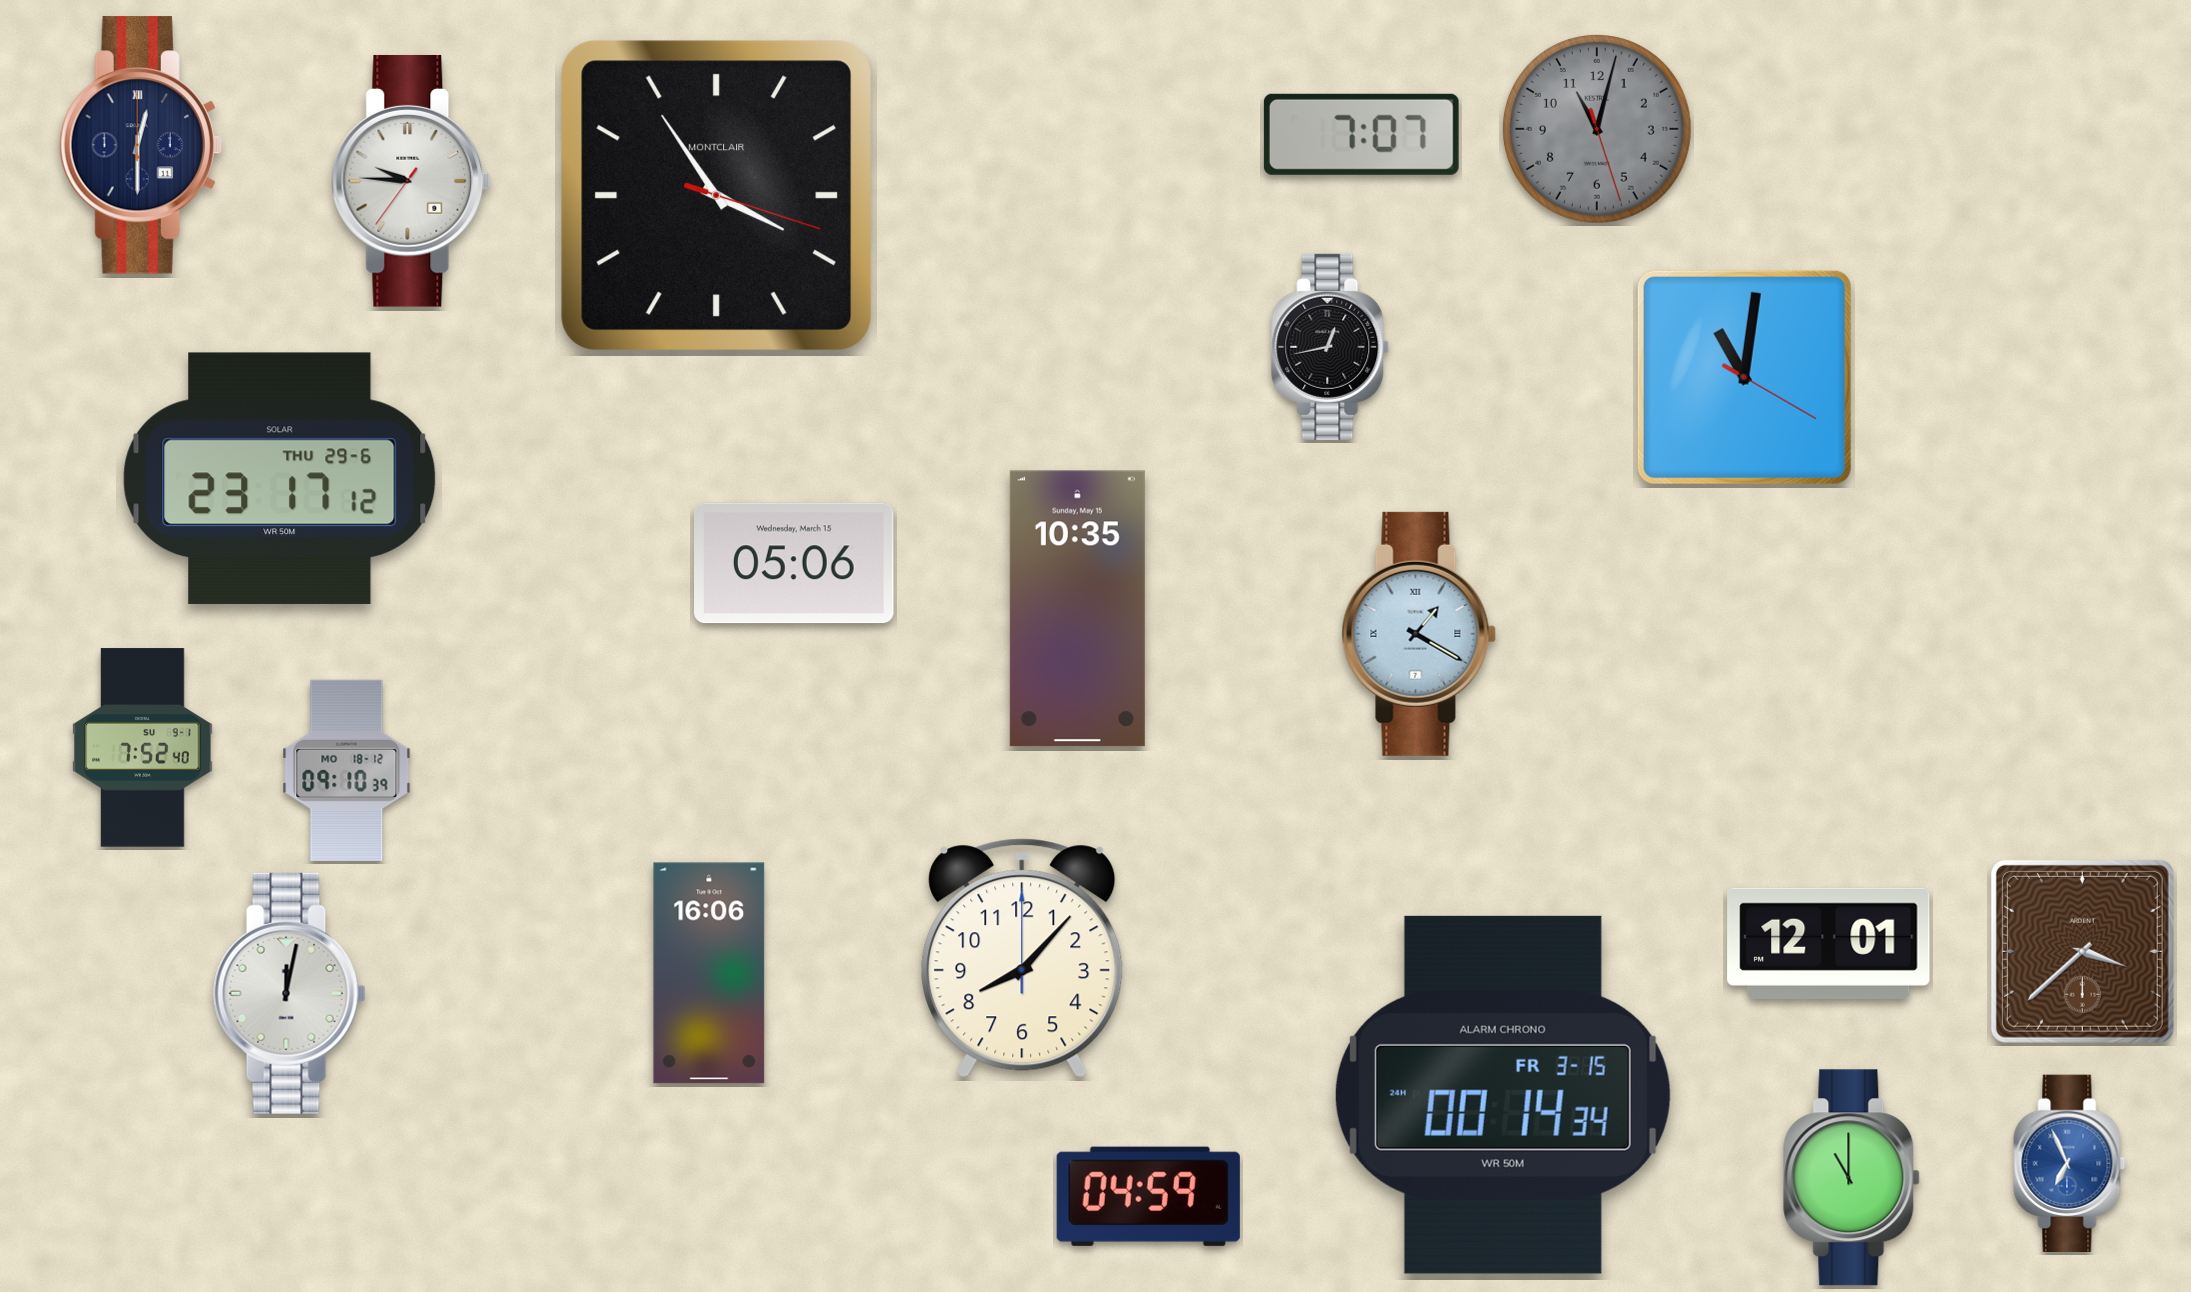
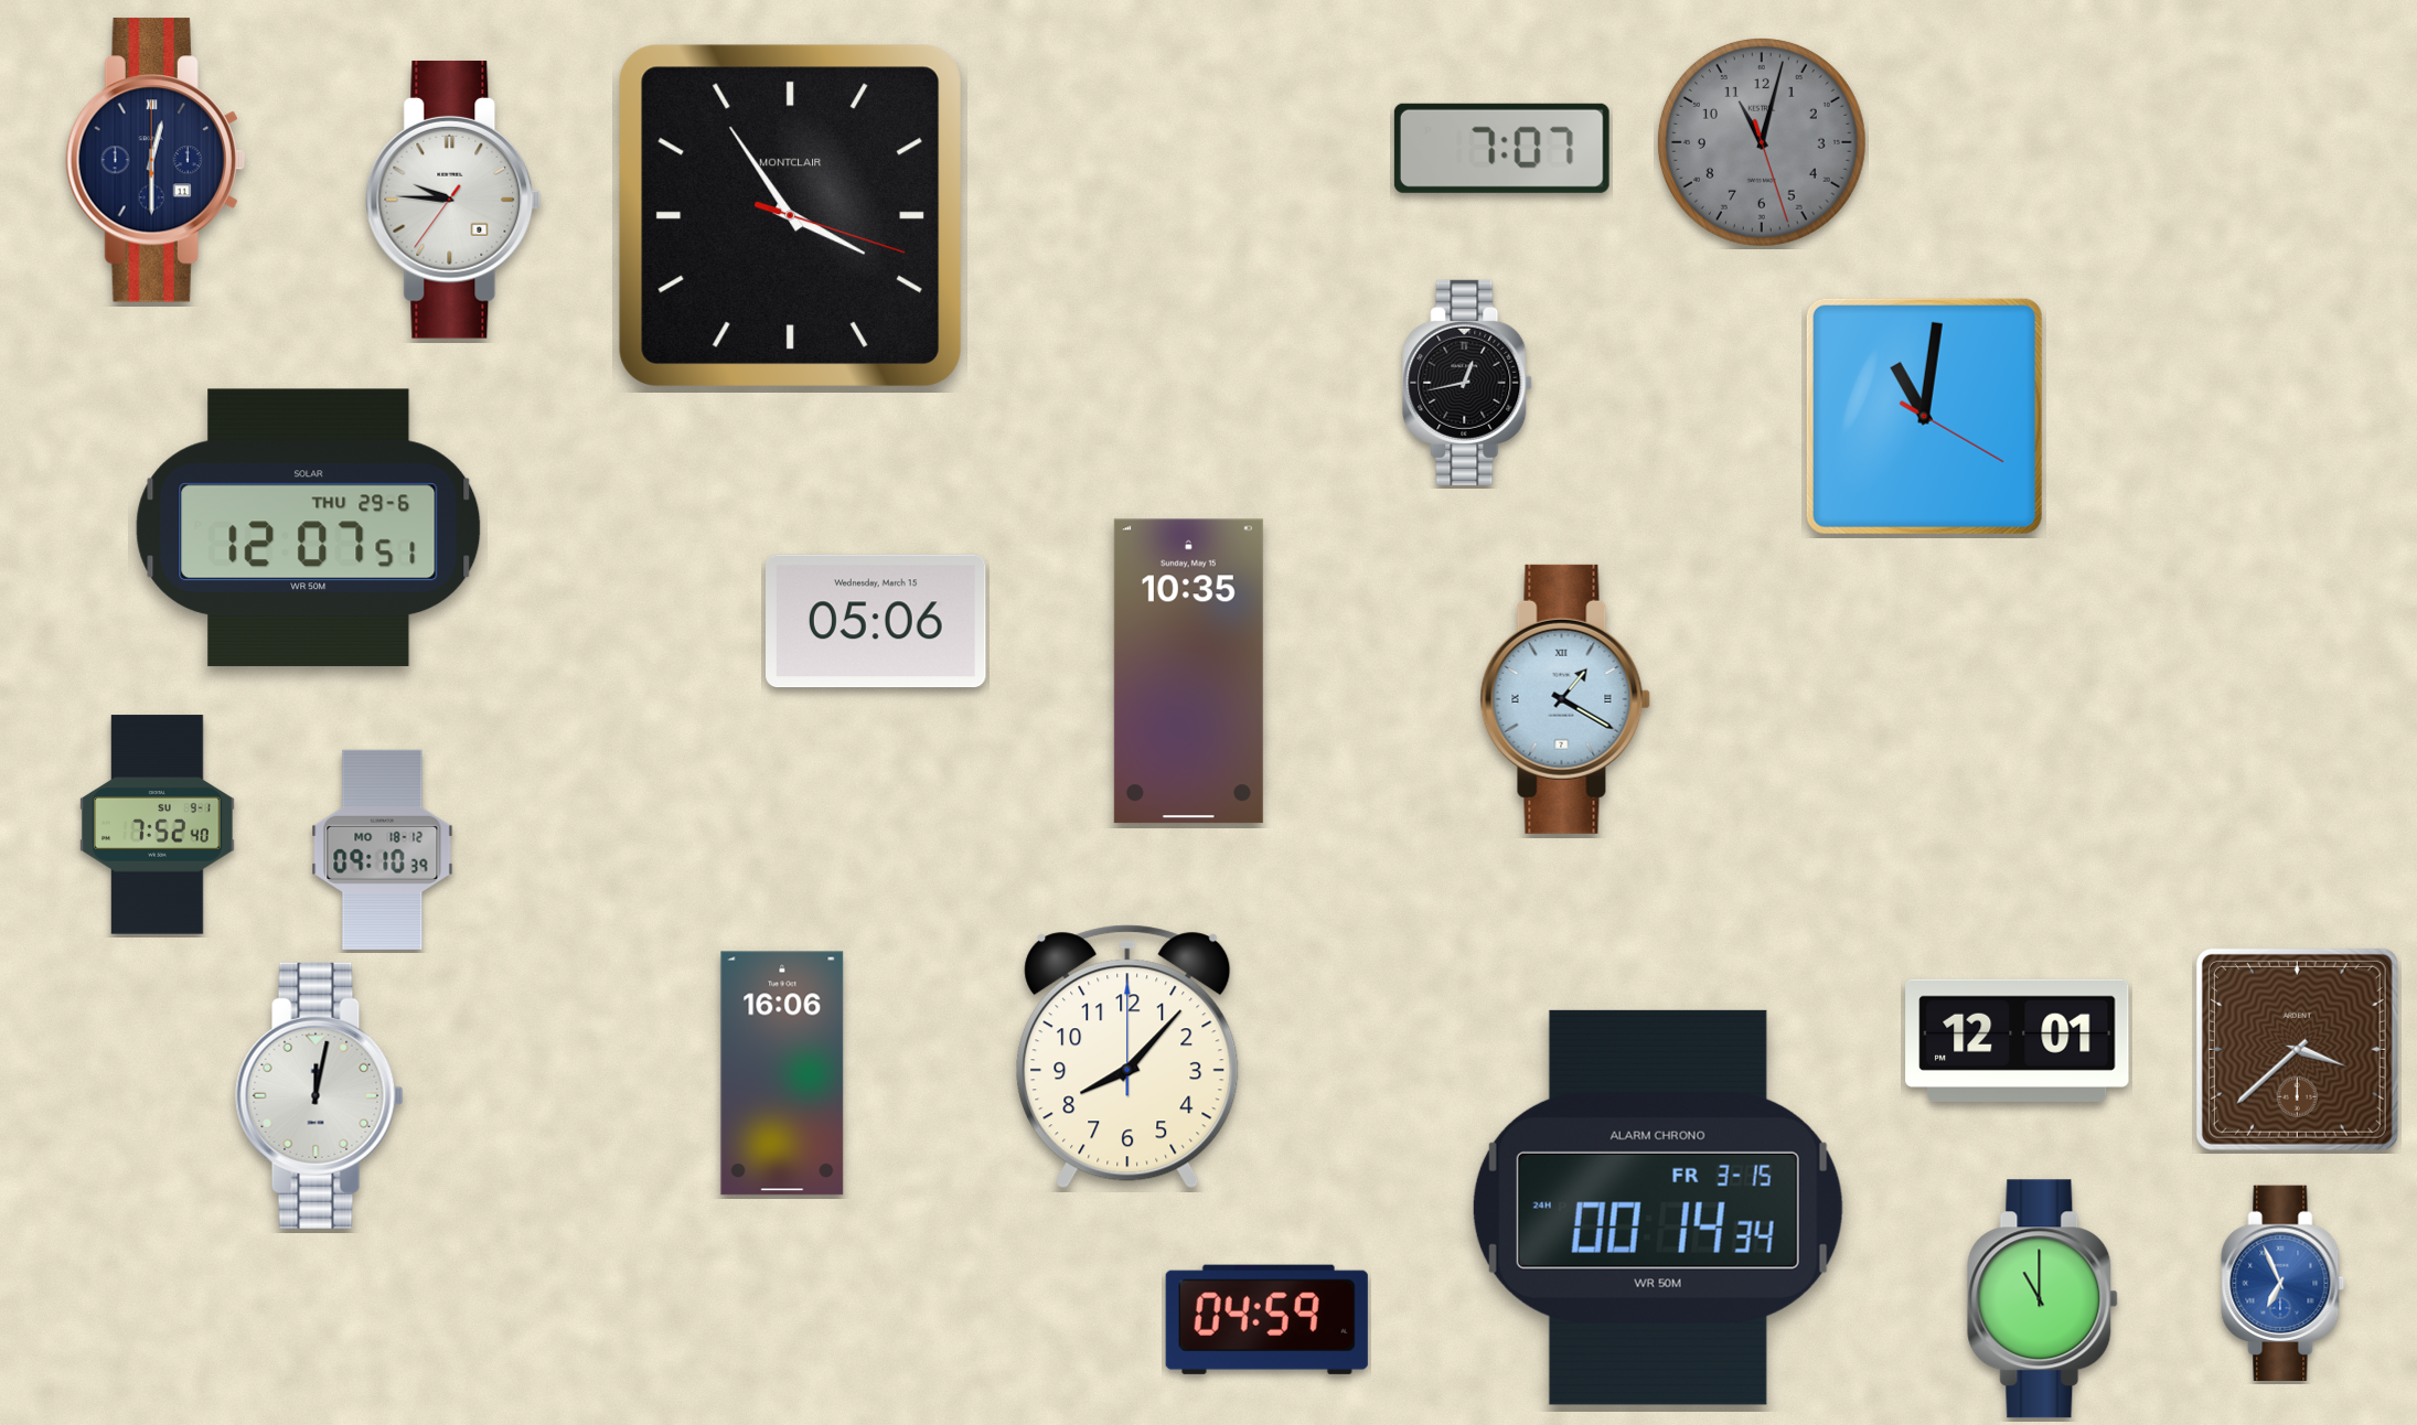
clock at (280, 478): 23:17 -> 12:07
